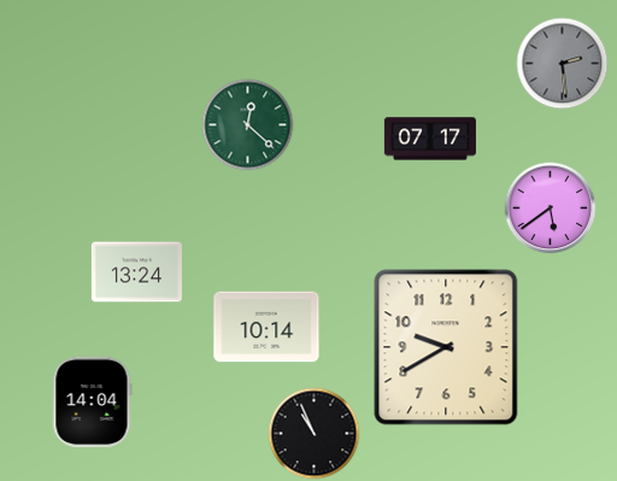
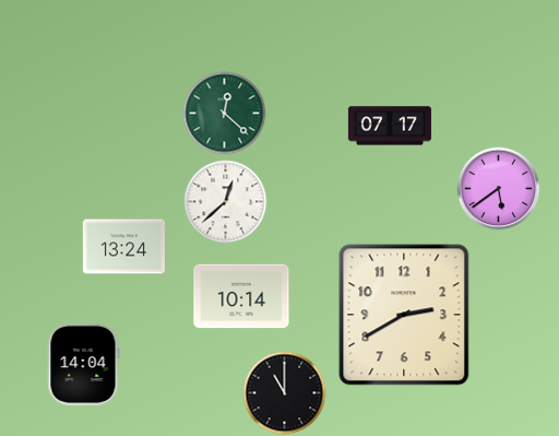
clock at (563, 64): 2:29 -> none
clock at (226, 202): none -> 12:38
clock at (446, 347): 9:40 -> 2:40
clock at (315, 434): 10:56 -> 11:00
